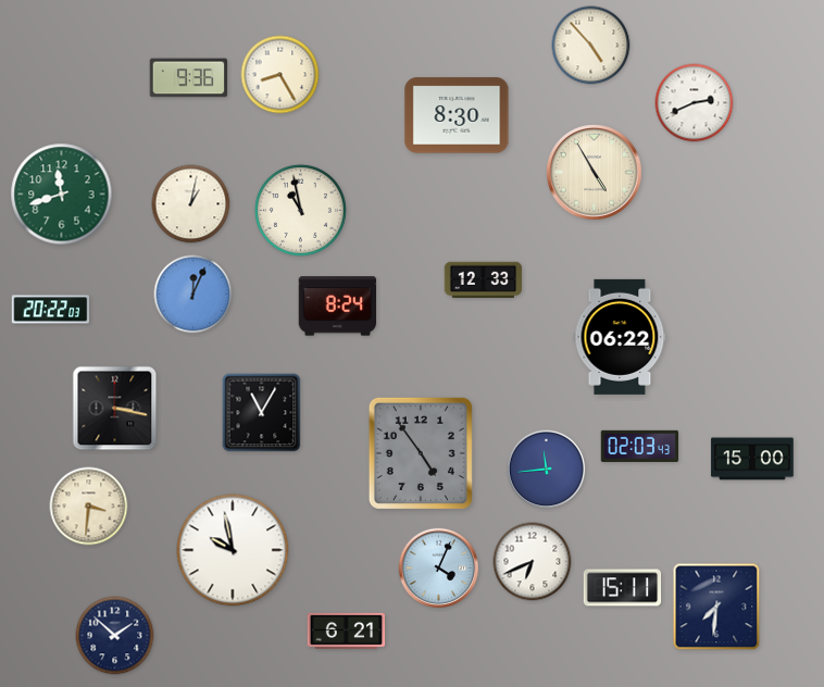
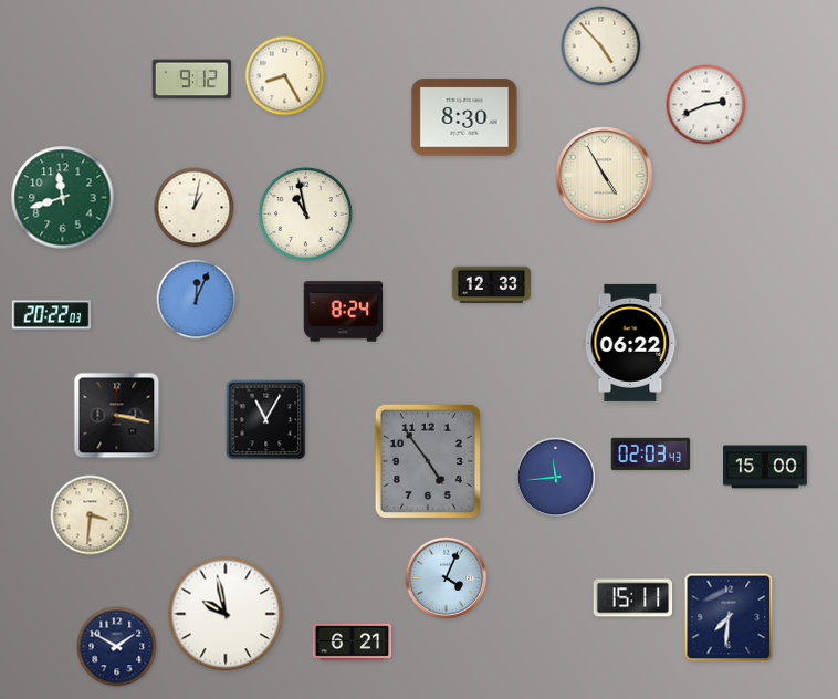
clock at (189, 78): 9:36 -> 9:12
clock at (233, 550) position: (233, 550) -> (226, 614)
clock at (533, 562): 6:41 -> none
clock at (115, 636): 1:52 -> 1:50
